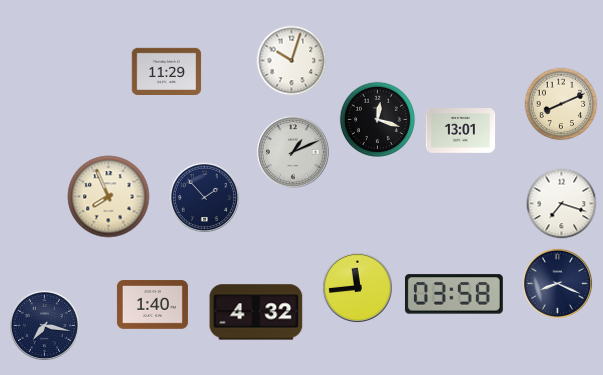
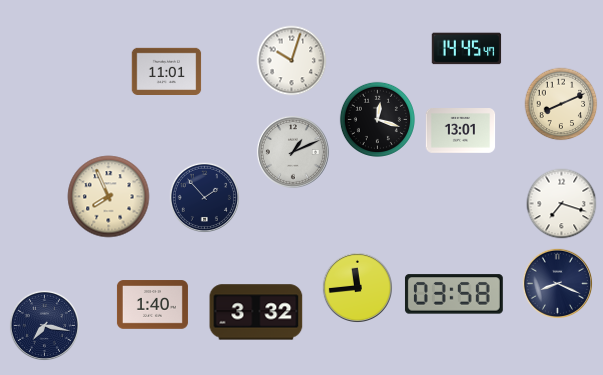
clock at (467, 49): none -> 14:45
clock at (167, 71): 11:29 -> 11:01
clock at (256, 312): 4:32 -> 3:32
